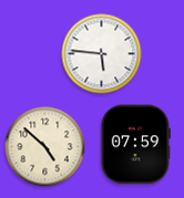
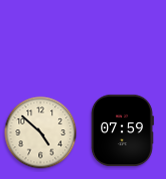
clock at (102, 54): 5:46 -> none
